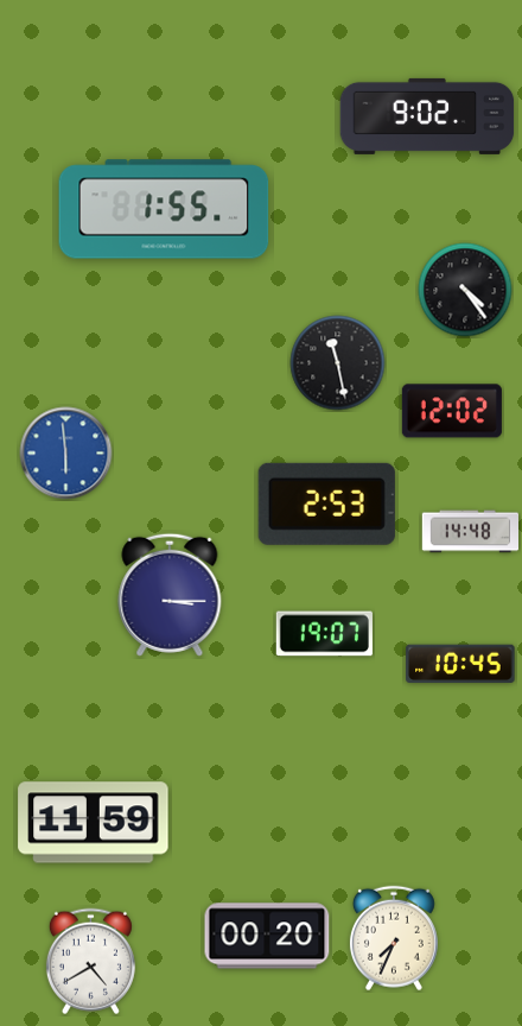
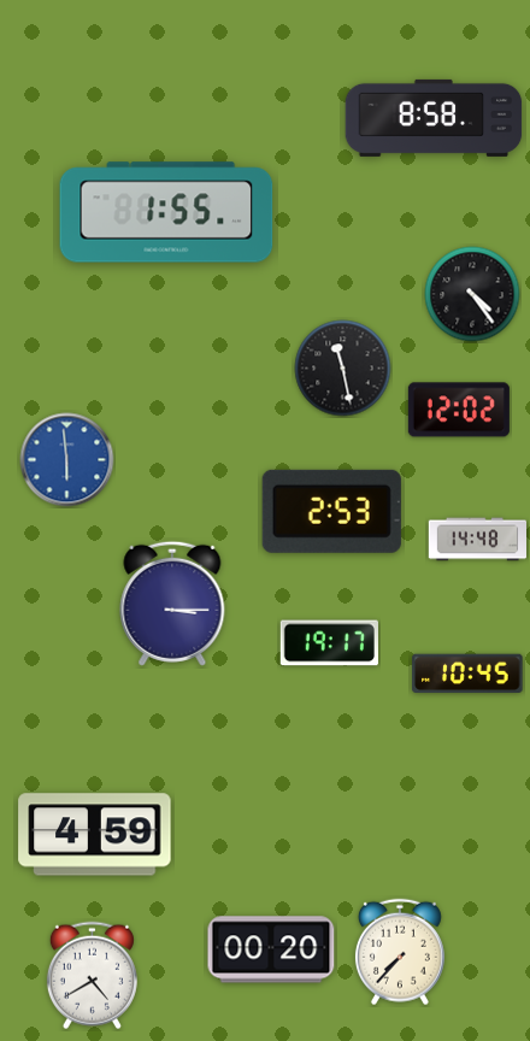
clock at (427, 116): 9:02 -> 8:58
clock at (452, 411) position: (452, 411) -> (459, 410)
clock at (324, 634): 19:07 -> 19:17
clock at (94, 823): 11:59 -> 4:59
clock at (394, 938): 7:34 -> 7:37
